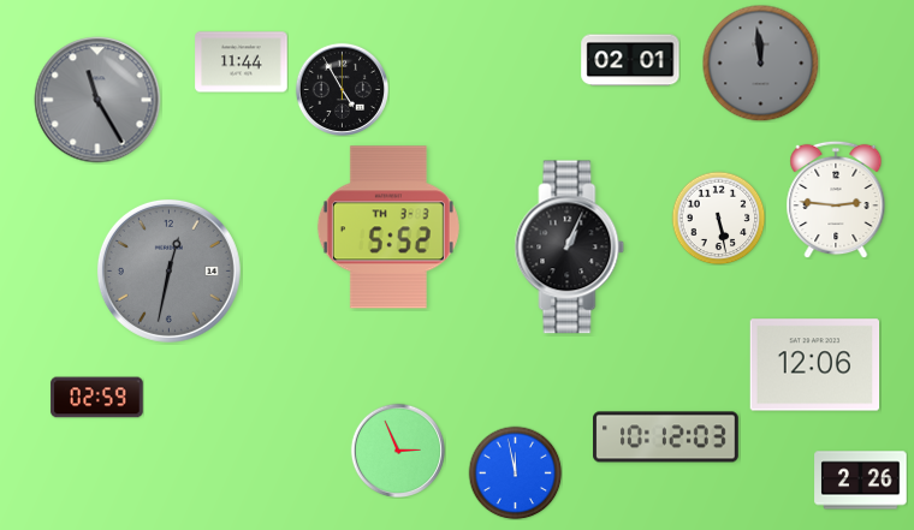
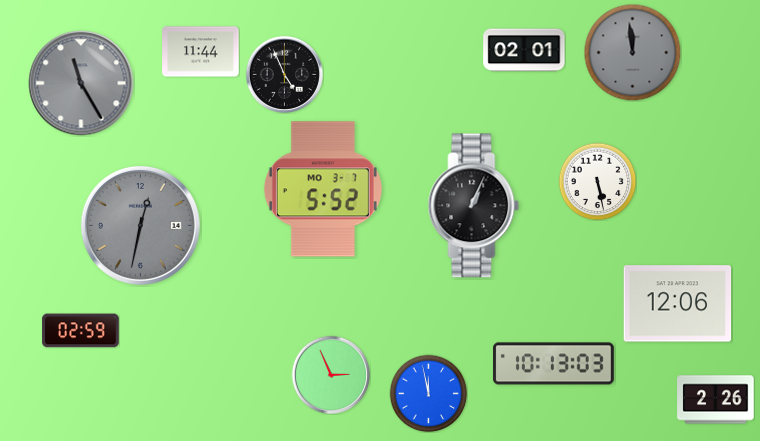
clock at (342, 89): 4:55 -> 4:56
clock at (836, 200): 2:46 -> none
clock at (388, 227) date: TH 3-3 -> MO 3-7
clock at (666, 437): 10:12 -> 10:13
